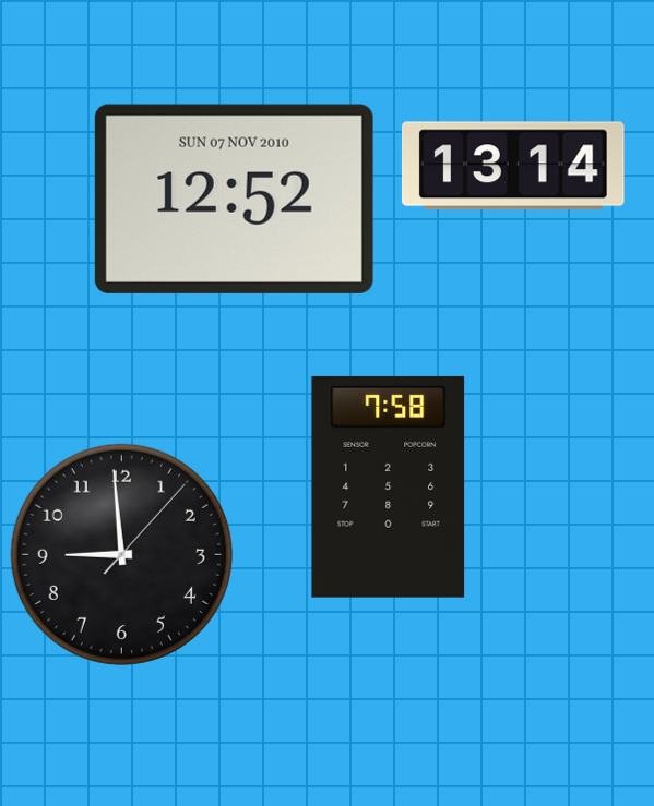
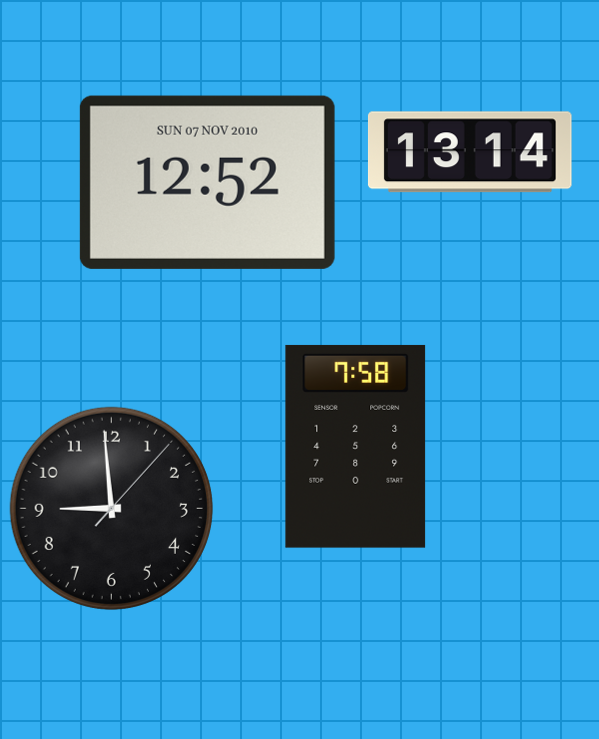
clock at (234, 199) position: (234, 199) -> (207, 182)
